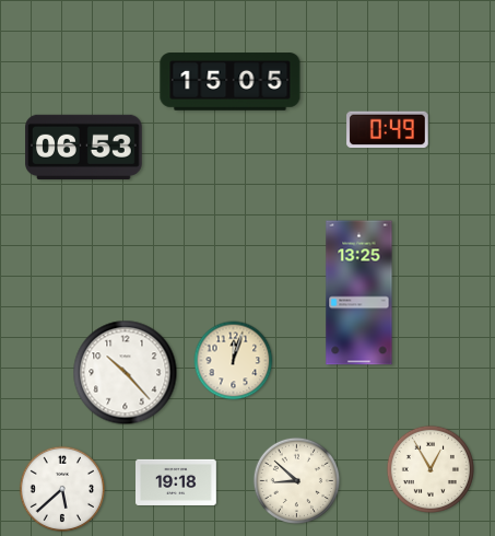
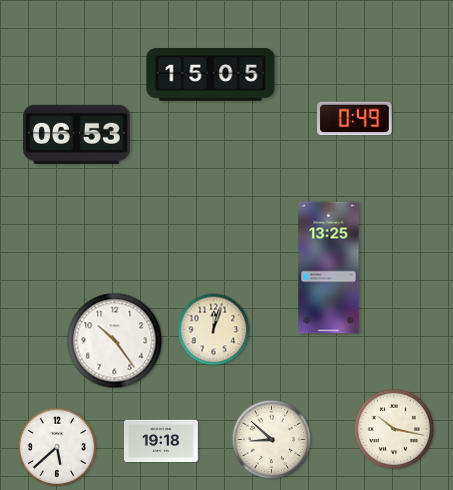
clock at (126, 373): 10:23 -> 10:24
clock at (431, 469): 12:55 -> 10:17
